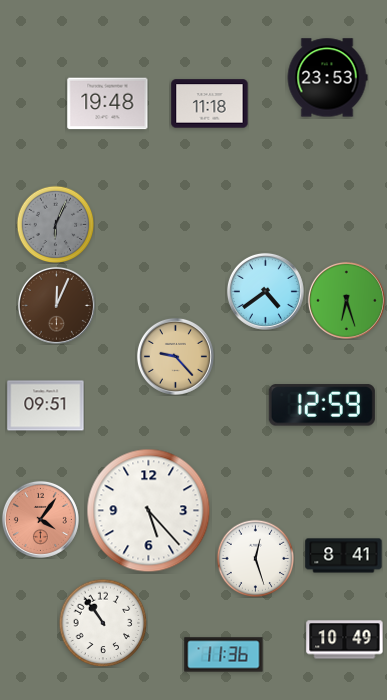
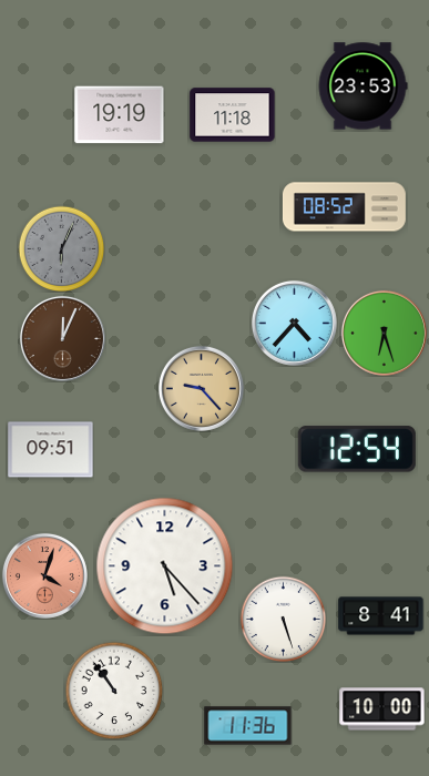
clock at (108, 104): 19:48 -> 19:19
clock at (344, 207): none -> 08:52
clock at (265, 291): 4:39 -> 4:37
clock at (175, 356) position: (175, 356) -> (201, 388)
clock at (322, 405): 12:59 -> 12:54
clock at (40, 519): 4:06 -> 4:03
clock at (255, 558): 12:27 -> 5:27
clock at (345, 640): 10:49 -> 10:00
